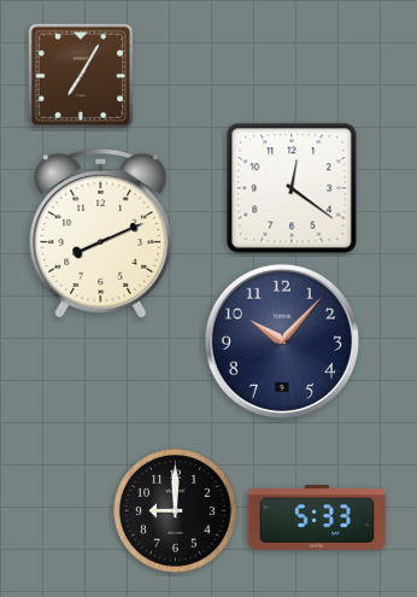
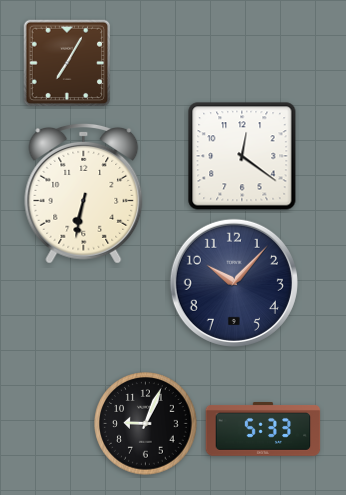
clock at (101, 234): 8:11 -> 6:32
clock at (176, 511): 9:00 -> 9:04
